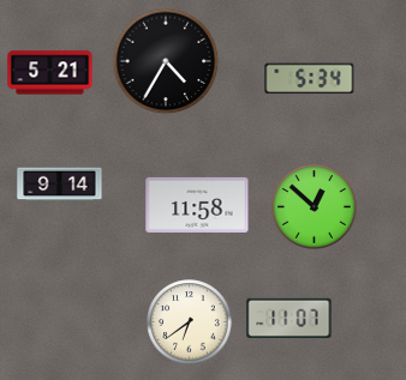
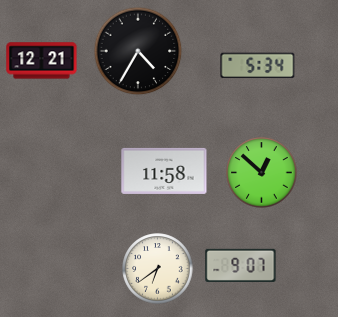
clock at (50, 73): 5:21 -> 12:21
clock at (60, 185): 9:14 -> none
clock at (289, 318): 11:07 -> 9:07
